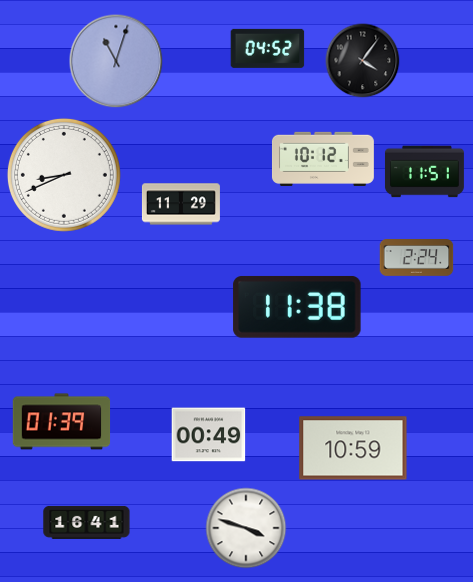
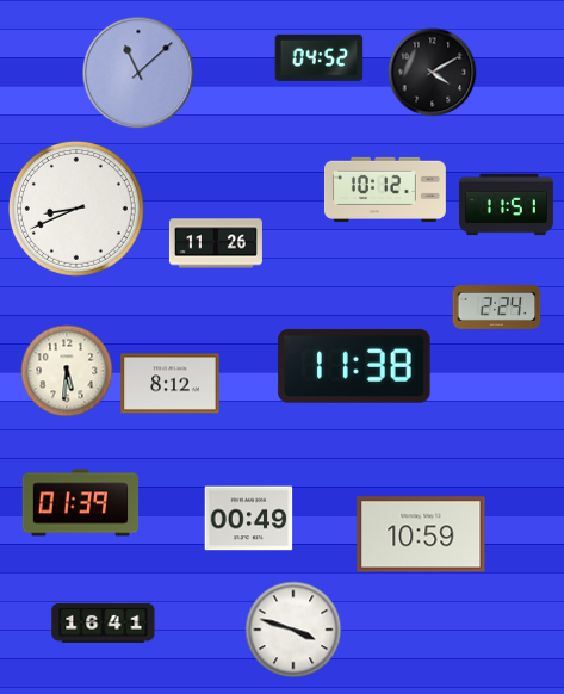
clock at (116, 61): 11:03 -> 11:08
clock at (363, 61): 4:06 -> 4:10
clock at (181, 204): 11:29 -> 11:26
clock at (67, 371): none -> 5:31
clock at (171, 384): none -> 8:12
clock at (62, 422) position: (62, 422) -> (81, 503)
